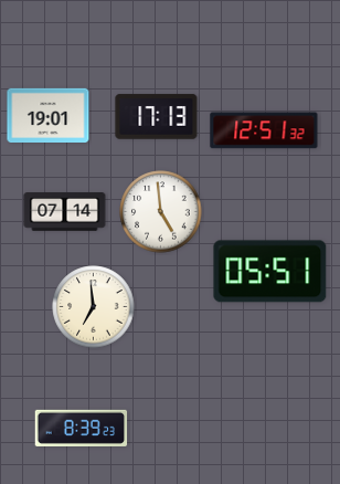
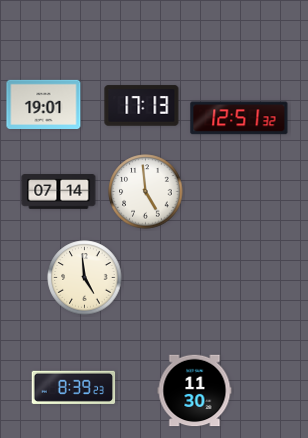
clock at (270, 272): 05:51 -> none
clock at (94, 307): 6:59 -> 4:59
clock at (195, 391): none -> 11:30
